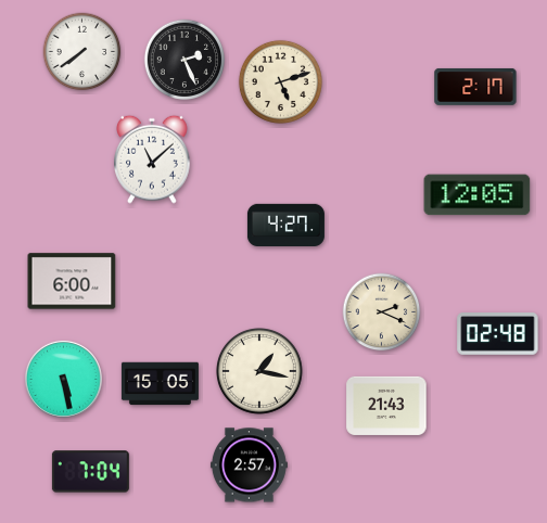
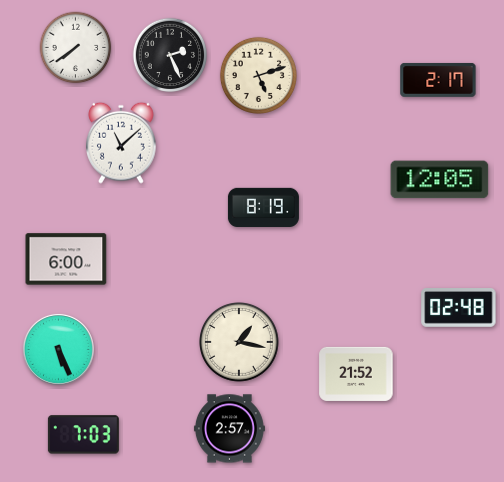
clock at (153, 160) position: (153, 160) -> (122, 143)
clock at (285, 225): 4:27 -> 8:19
clock at (382, 312): 2:19 -> none
clock at (63, 379): 5:28 -> 5:26
clock at (160, 384): 15:05 -> none
clock at (386, 406): 21:43 -> 21:52
clock at (90, 472): 7:04 -> 7:03
